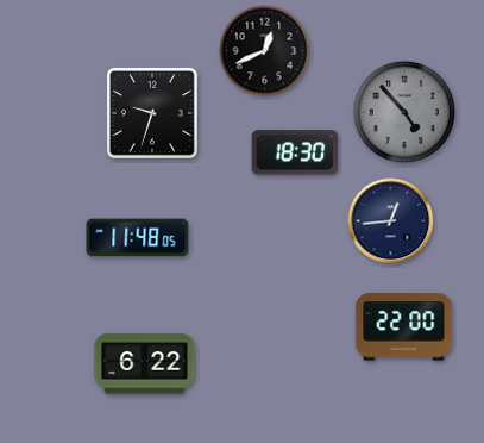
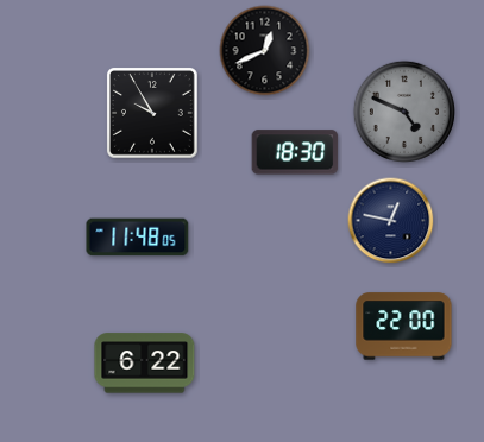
clock at (404, 112): 4:53 -> 4:49
clock at (153, 114): 9:33 -> 9:55
clock at (391, 221): 12:44 -> 12:47
